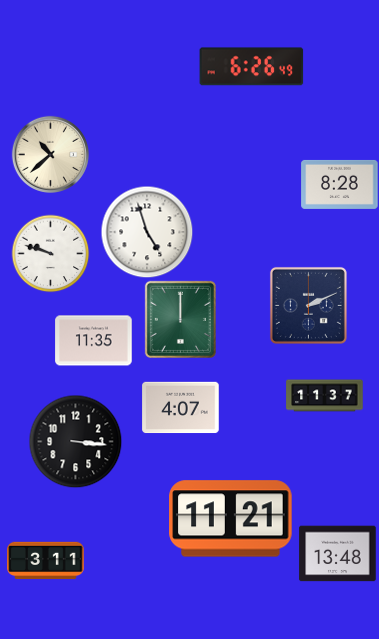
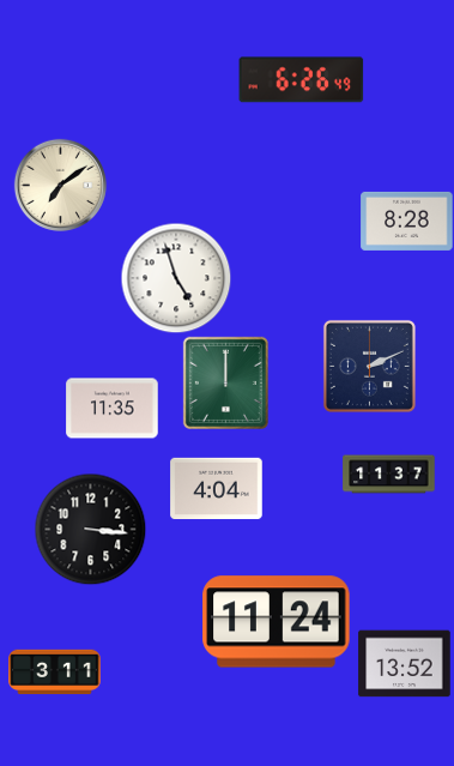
clock at (50, 154): 10:38 -> 7:09
clock at (50, 253): 9:48 -> none
clock at (180, 319) position: (180, 319) -> (225, 382)
clock at (181, 408): 4:07 -> 4:04
clock at (231, 519): 11:21 -> 11:24
clock at (338, 554): 13:48 -> 13:52
